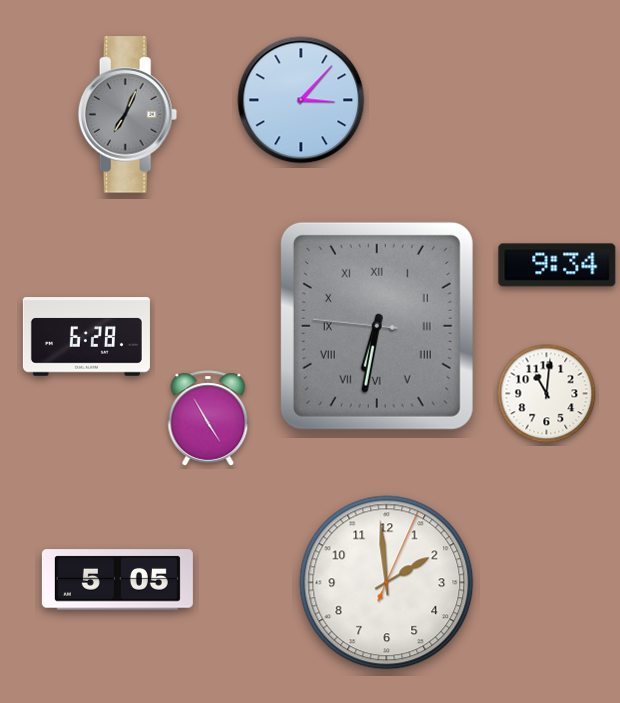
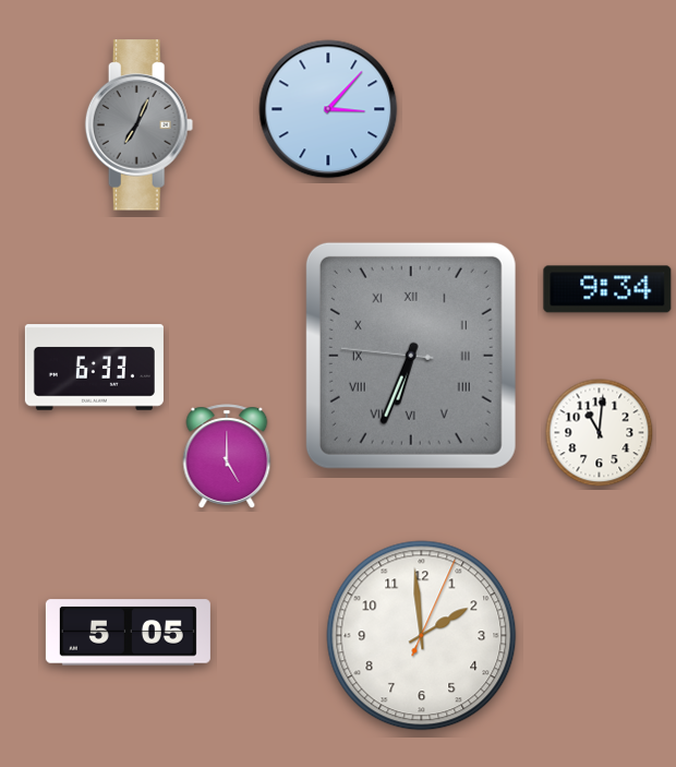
clock at (377, 326): 6:31 -> 6:33
clock at (86, 337): 6:28 -> 6:33
clock at (547, 394) position: (547, 394) -> (600, 433)
clock at (208, 418): 4:55 -> 5:00
